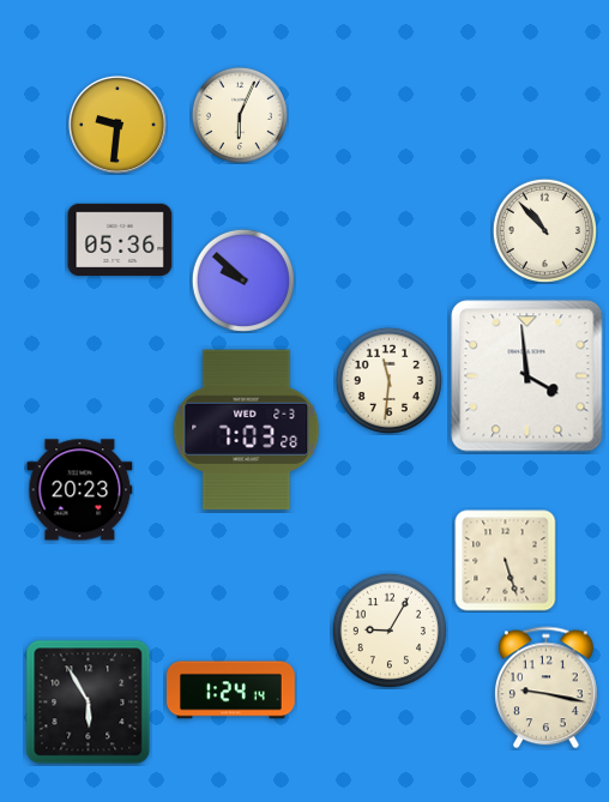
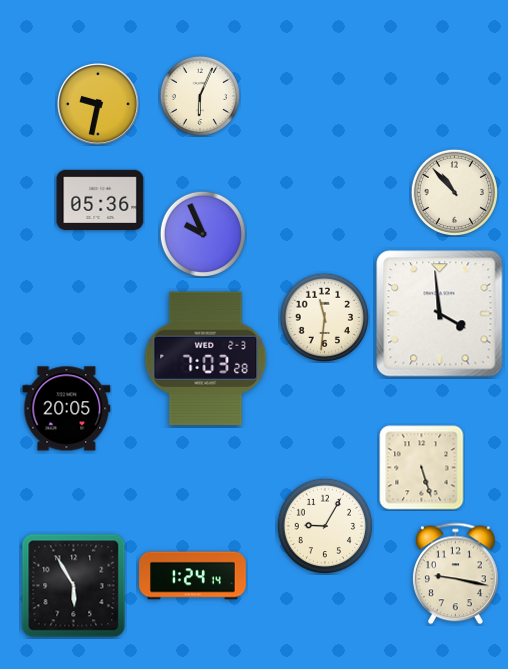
clock at (117, 125): 9:31 -> 9:32
clock at (243, 281): 9:52 -> 9:56
clock at (80, 490): 20:23 -> 20:05
